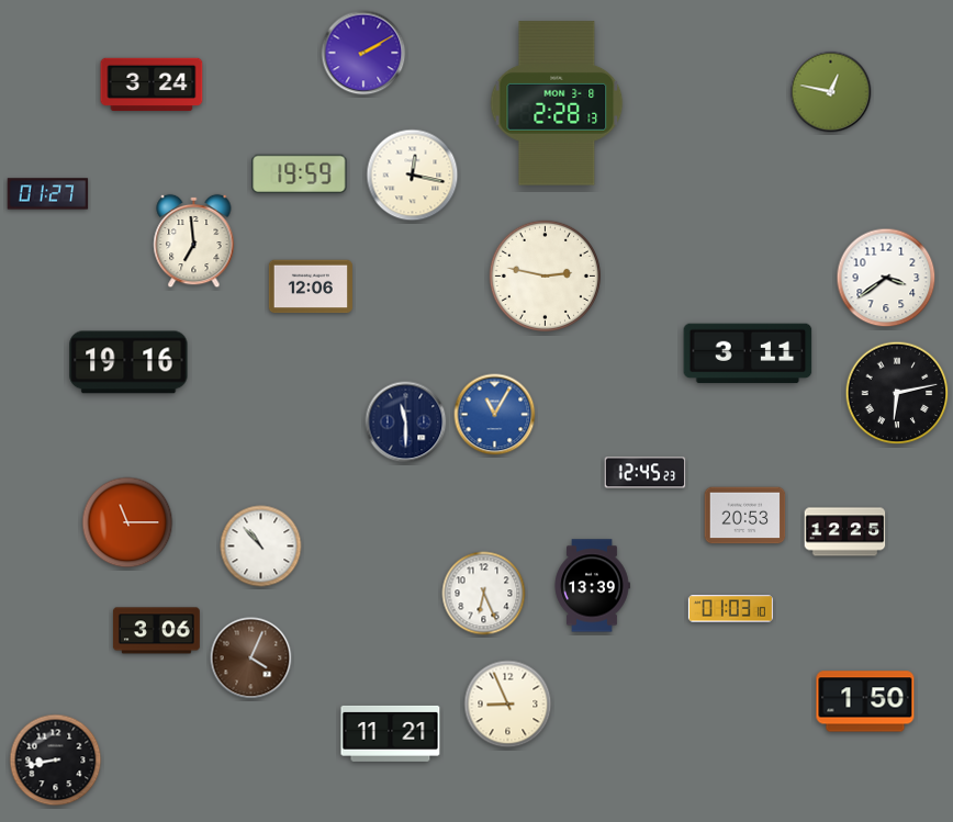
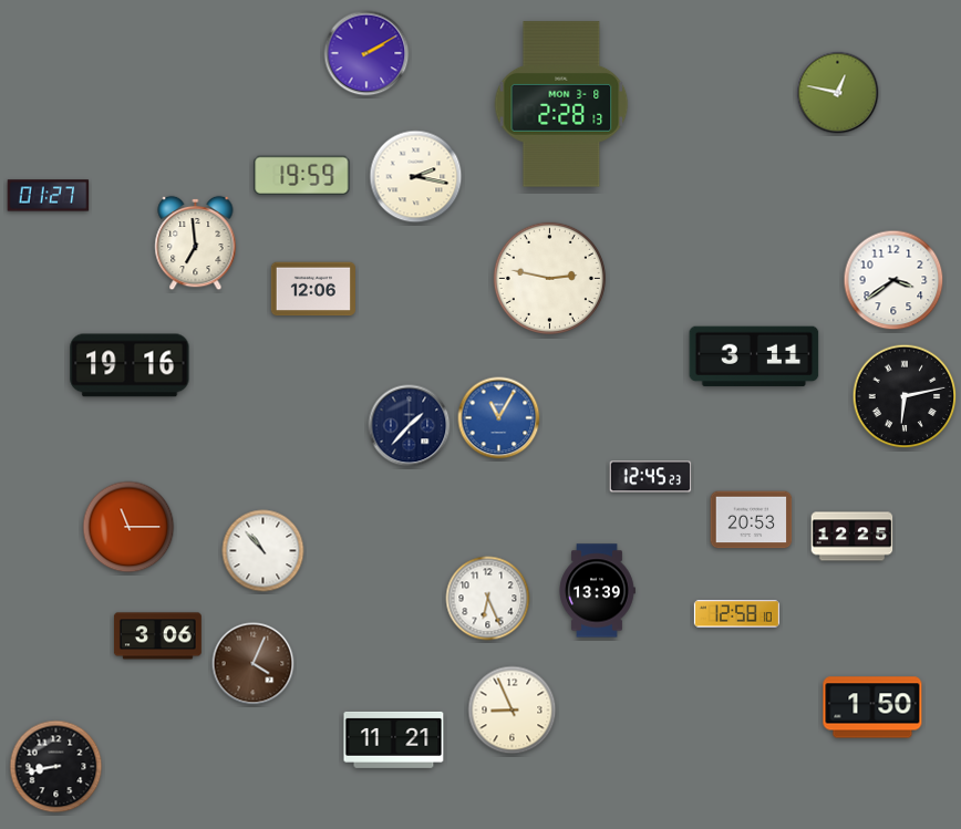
clock at (152, 85): 3:24 -> none
clock at (413, 176): 12:17 -> 2:17
clock at (406, 423): 11:30 -> 1:37
clock at (730, 609): 01:03 -> 12:58
